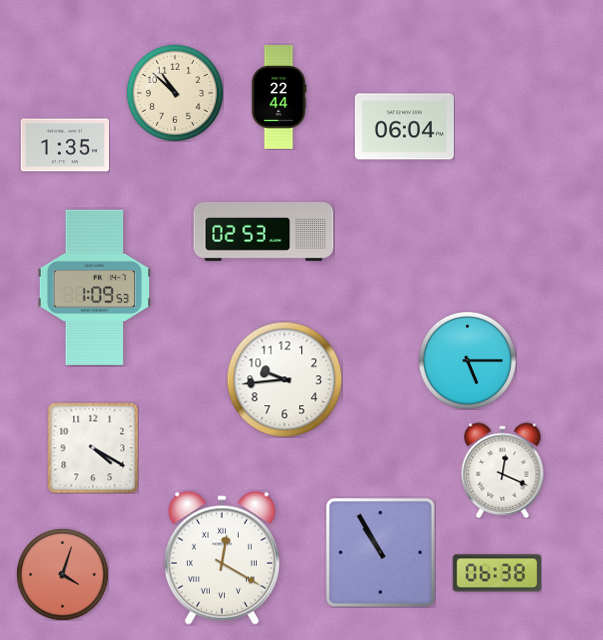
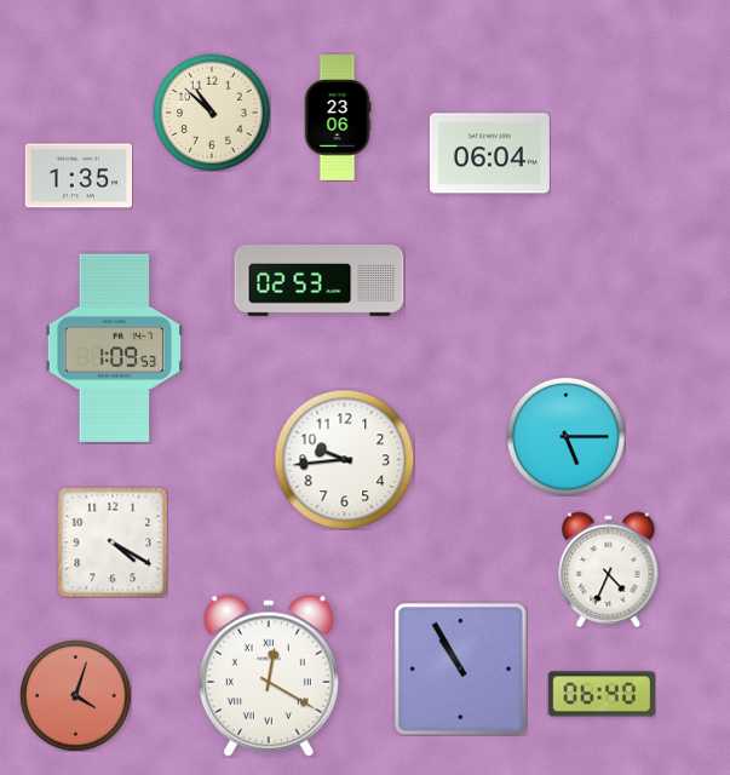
clock at (279, 97): 22:44 -> 23:06
clock at (503, 470): 12:19 -> 4:34
clock at (497, 573): 06:38 -> 06:40
